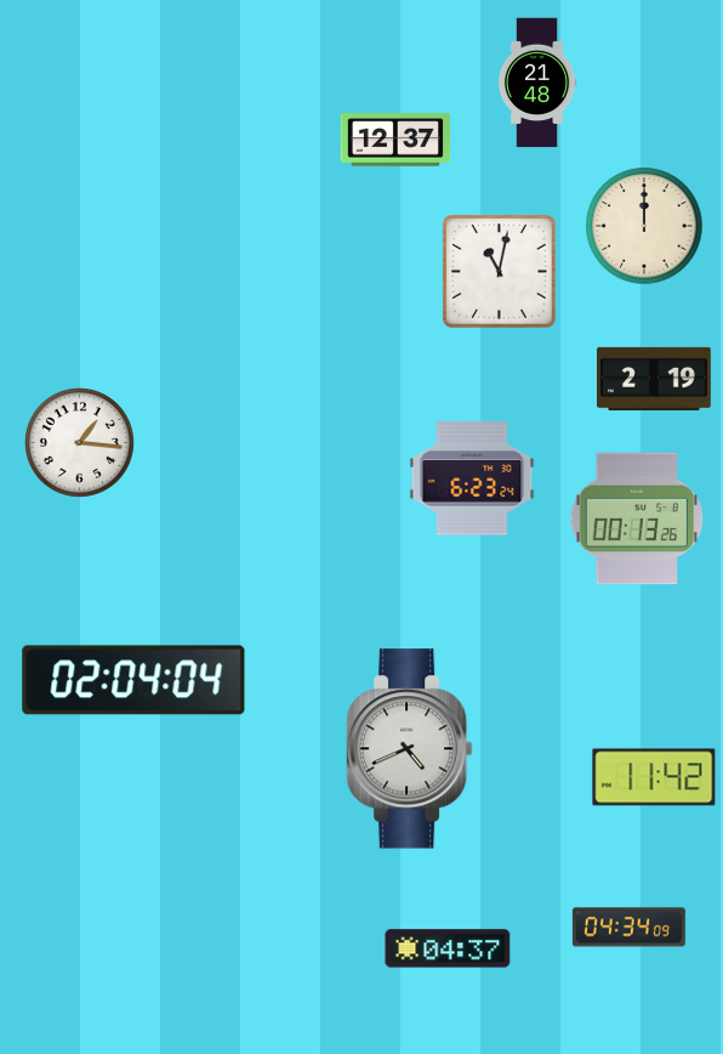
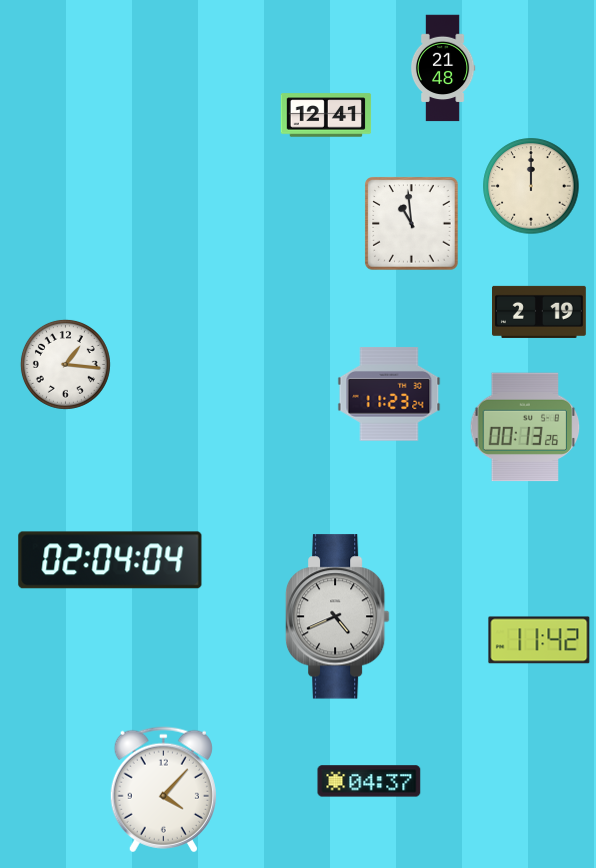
clock at (395, 140): 12:37 -> 12:41
clock at (500, 272): 11:02 -> 10:59
clock at (472, 478): 6:23 -> 11:23
clock at (628, 928): 04:34 -> none
clock at (163, 790): none -> 4:07
